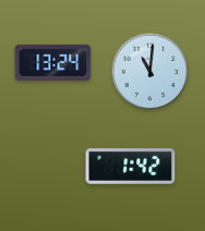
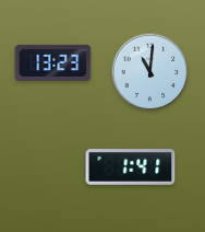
clock at (53, 62): 13:24 -> 13:23
clock at (131, 167): 1:42 -> 1:41
